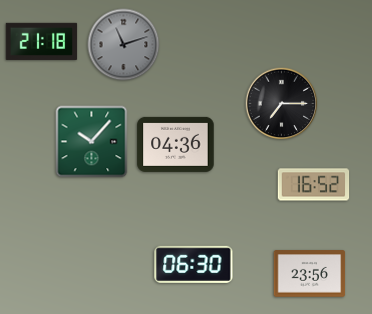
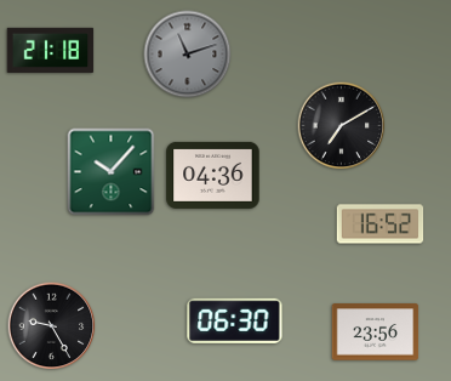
clock at (124, 45) position: (124, 45) -> (188, 55)
clock at (282, 104): 7:15 -> 7:10
clock at (52, 326): none -> 9:25
